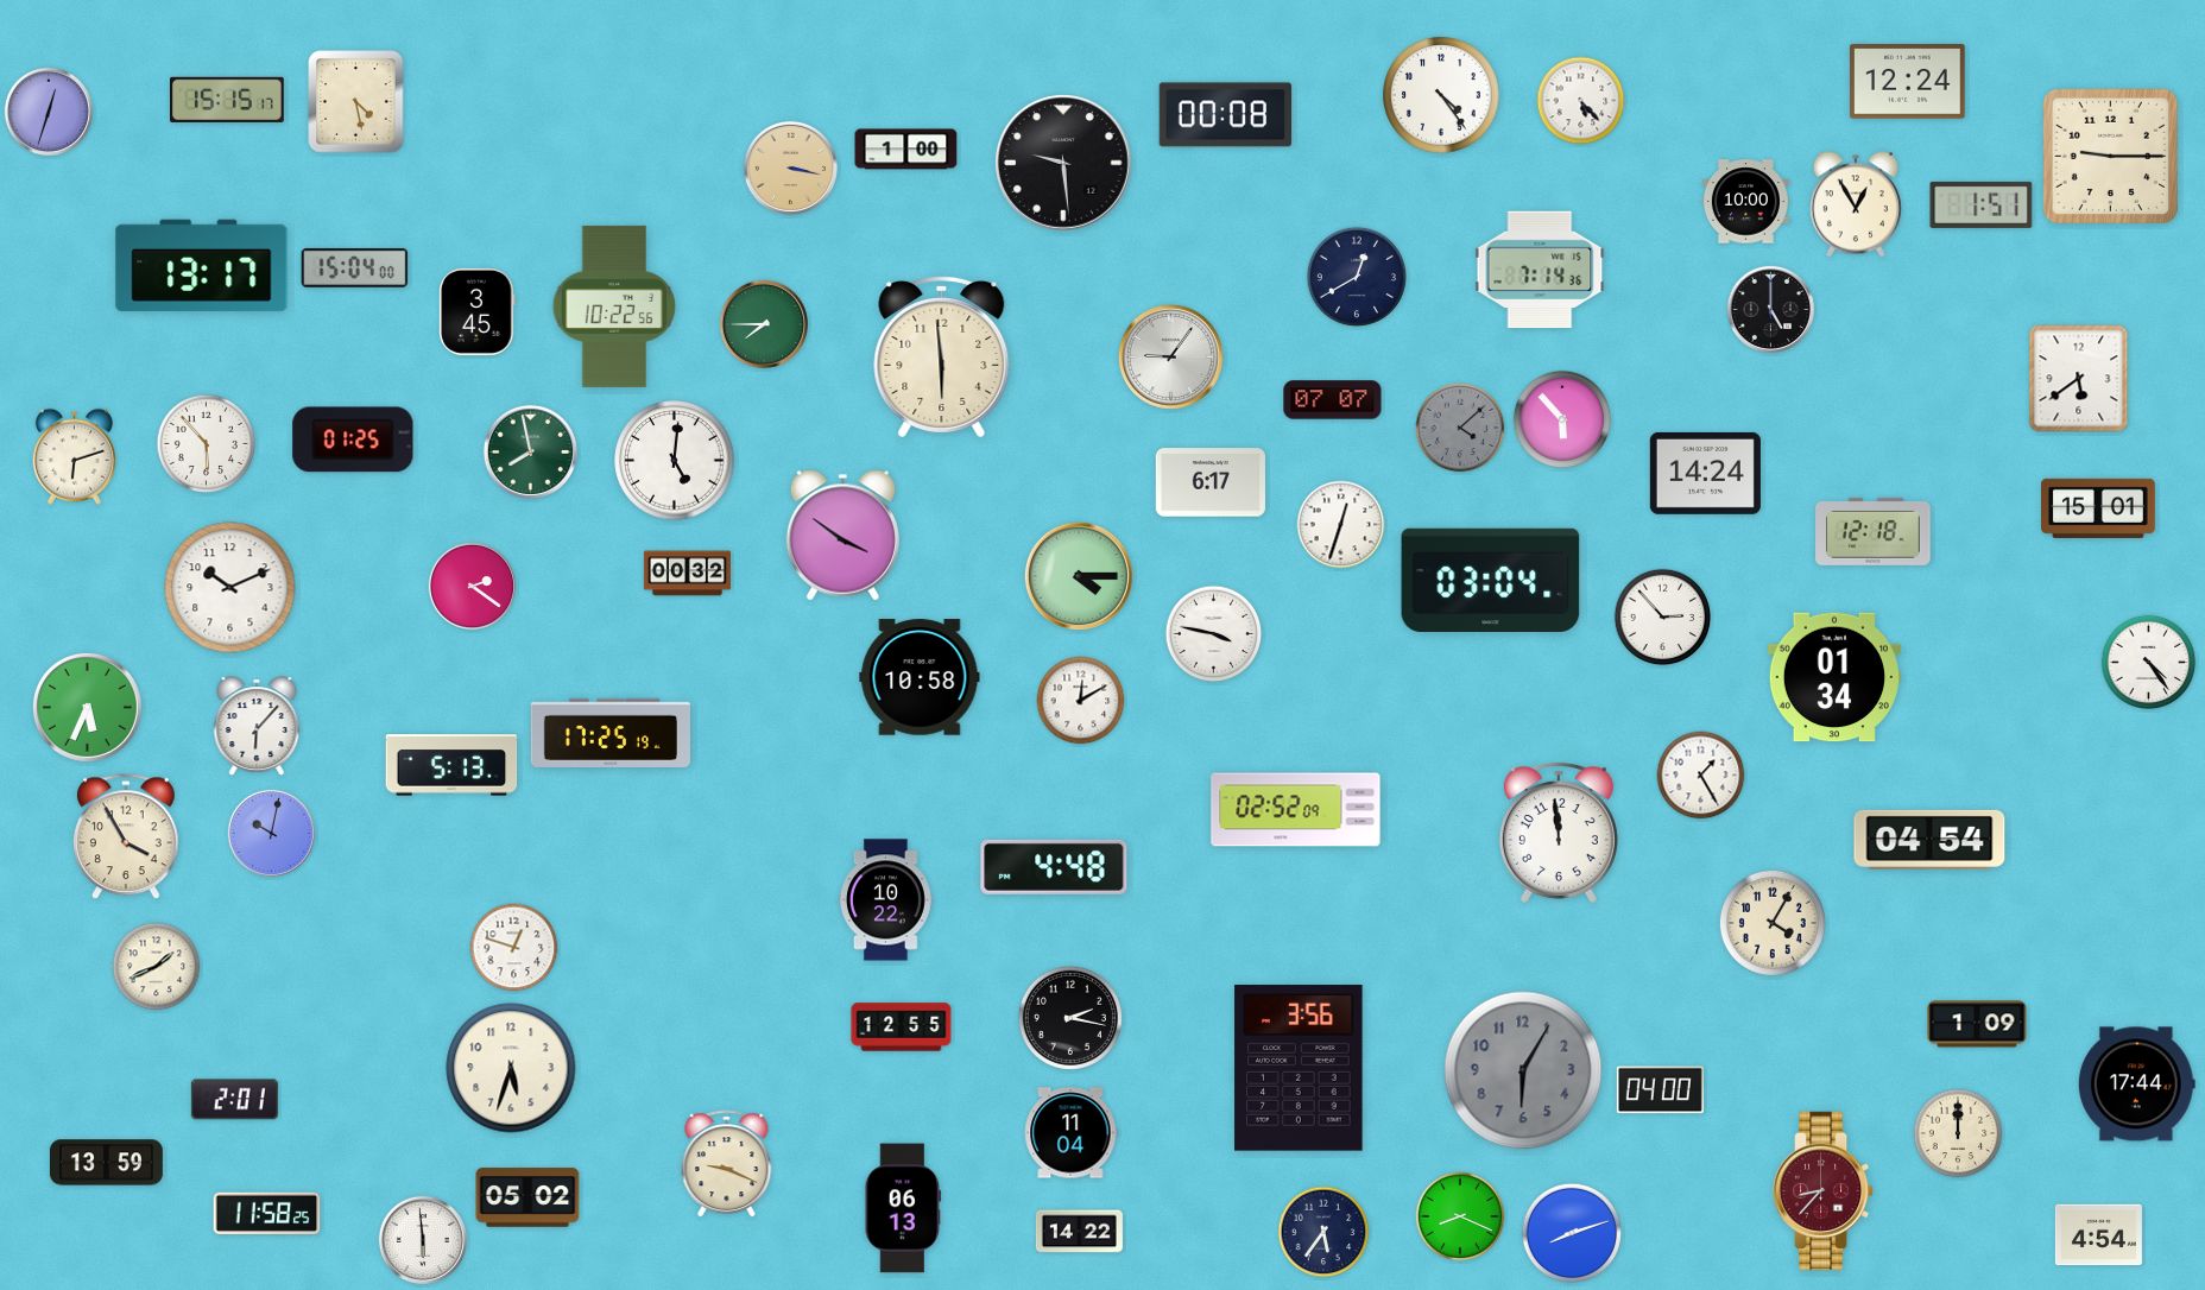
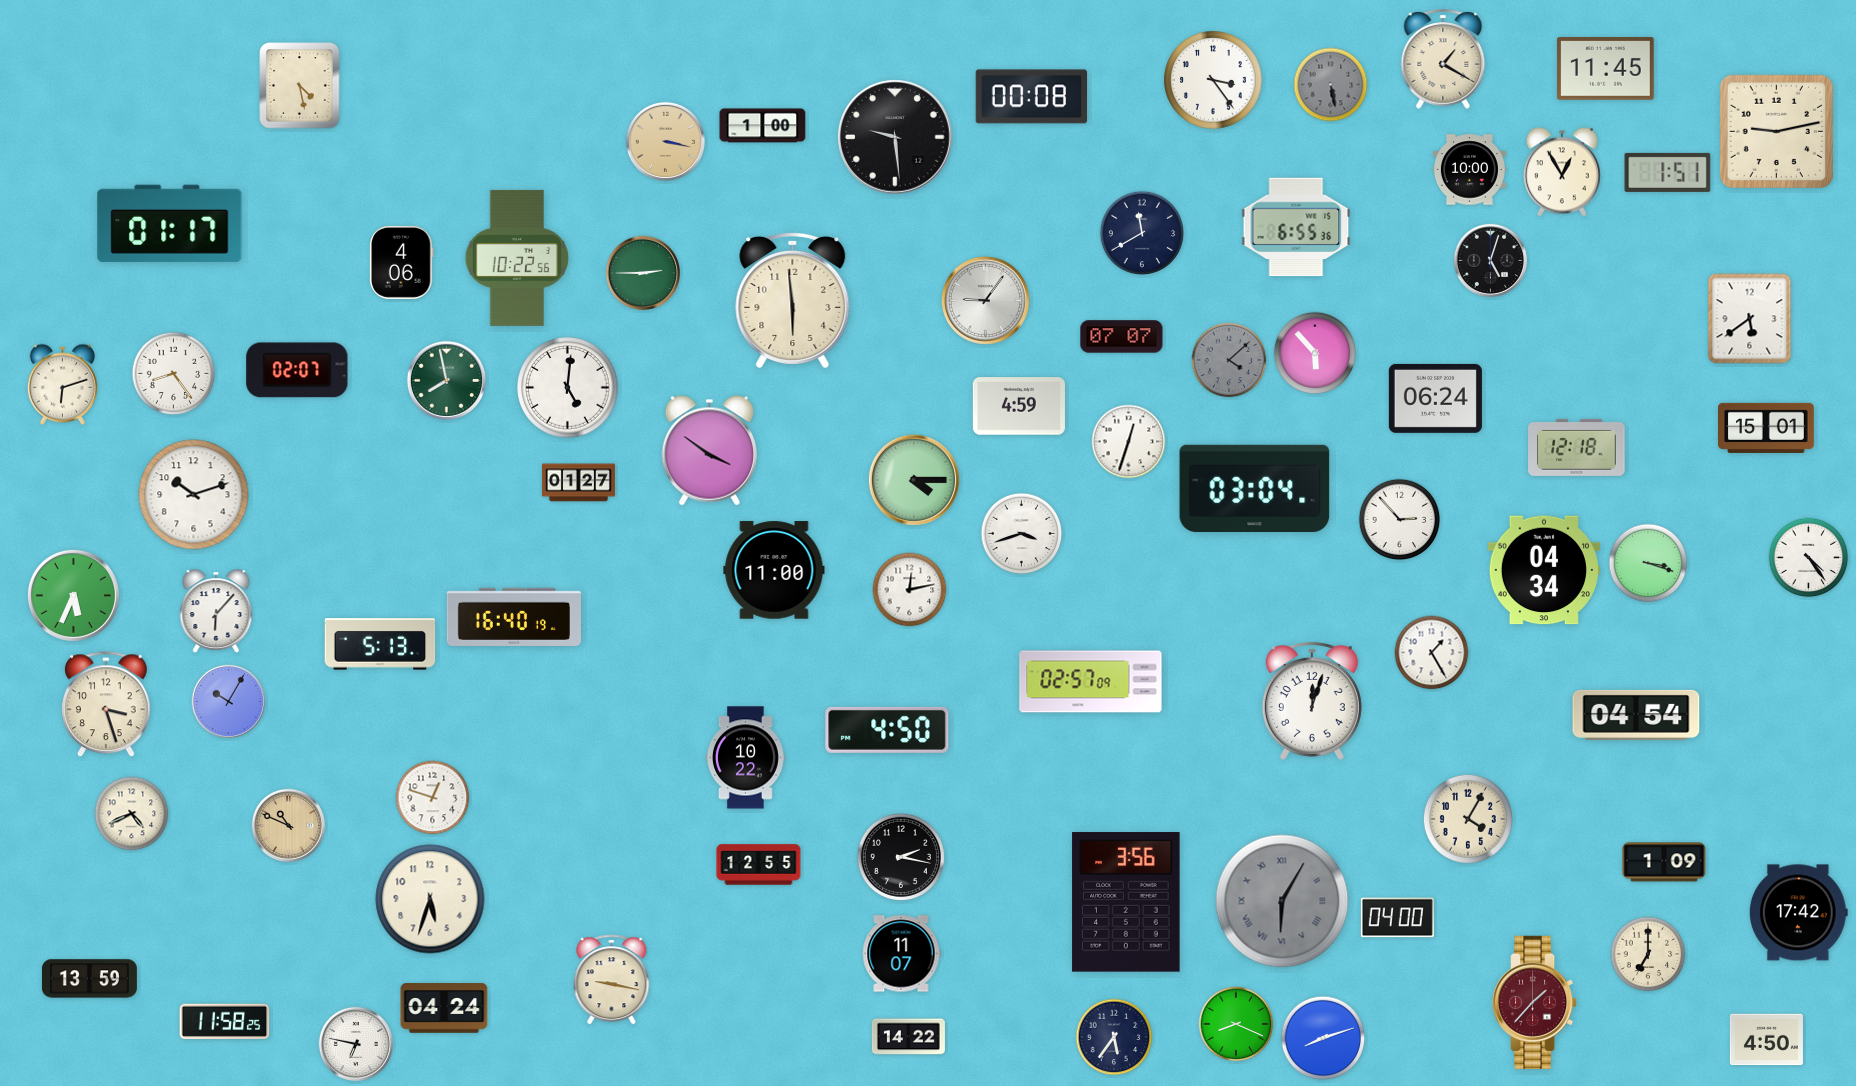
clock at (1443, 59): none -> 1:20
clock at (1908, 82): 12:24 -> 11:45
clock at (1441, 95): 4:24 -> 3:24
clock at (228, 100): 15:15 -> none
clock at (1581, 101): 5:23 -> 5:28
clock at (1581, 101) dial: white -> grey
clock at (48, 110): 12:33 -> none
clock at (2110, 156): 9:15 -> 9:13
clock at (202, 265): 13:17 -> 01:17
clock at (355, 267): 15:04 -> none
clock at (1540, 270): 7:14 -> 6:55
clock at (1356, 276): 12:40 -> 11:40
clock at (1770, 309): 5:00 -> 5:03
clock at (478, 311): 3:45 -> 4:06
clock at (763, 323): 7:45 -> 2:45
clock at (353, 440): 01:25 -> 02:07
clock at (207, 444): 5:53 -> 8:24
clock at (1705, 473): 14:24 -> 06:24
clock at (1211, 482): 6:17 -> 4:59
clock at (687, 574): 00:32 -> 01:27
clock at (1079, 576) position: (1079, 576) -> (914, 480)
clock at (472, 586): 2:21 -> none
clock at (230, 588): 10:11 -> 10:12
clock at (1214, 634): 3:47 -> 3:42
clock at (1648, 563): none -> 3:18
clock at (920, 677): 10:58 -> 11:00
clock at (1833, 677): 01:34 -> 04:34
clock at (1081, 701): 12:10 -> 12:13
clock at (611, 733): 17:25 -> 16:40
clock at (1296, 810): 02:52 -> 02:57
clock at (271, 833): 10:02 -> 10:05
clock at (1559, 833): 11:59 -> 12:03
clock at (127, 837): 3:55 -> 3:27
clock at (1929, 840) position: (1929, 840) -> (1636, 715)
clock at (1054, 867): 4:48 -> 4:50
clock at (1773, 923) position: (1773, 923) -> (1468, 819)
clock at (157, 967): 1:41 -> 4:41
clock at (288, 825): none -> 10:49
clock at (1299, 1068) position: (1299, 1068) -> (1126, 902)
clock at (1523, 1070) numerals: Arabic -> Roman
clock at (2136, 1085): 17:44 -> 17:42
clock at (234, 1100): 2:01 -> none
clock at (1070, 1133): 11:04 -> 11:07
clock at (1958, 1133): 12:00 -> 7:00
clock at (727, 1164): 9:19 -> 9:17
clock at (1824, 1190): 8:37 -> 1:37
clock at (527, 1197): 05:02 -> 04:24
clock at (903, 1208): 06:13 -> none
clock at (1460, 1216) position: (1460, 1216) -> (1236, 1024)
clock at (2098, 1235): 4:54 -> 4:50
clock at (422, 1239): 5:59 -> 6:47
